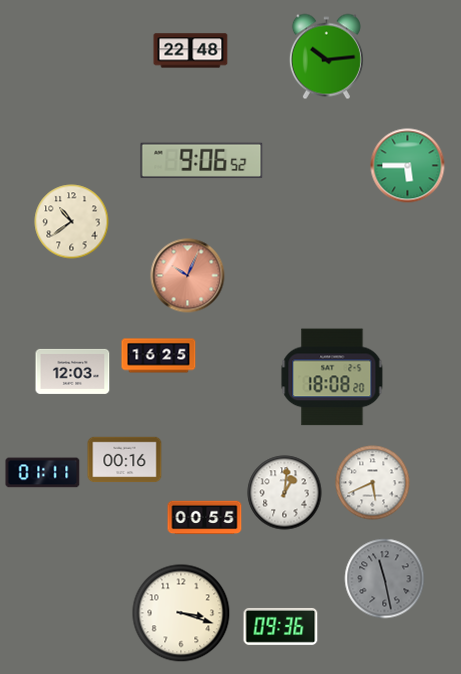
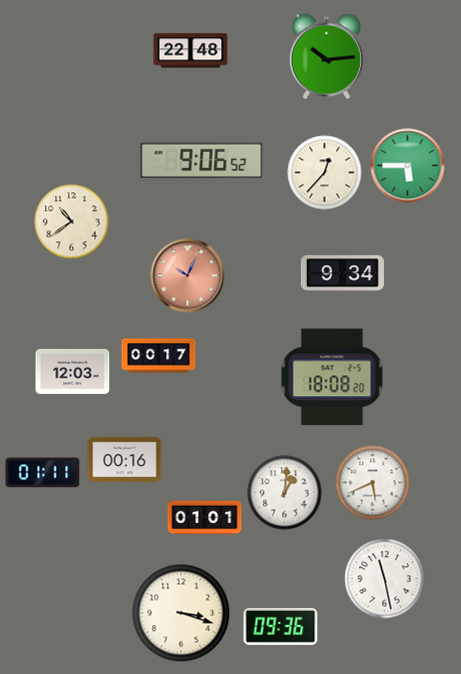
clock at (325, 173): none -> 12:37
clock at (342, 274): none -> 9:34
clock at (159, 356): 16:25 -> 00:17
clock at (205, 518): 00:55 -> 01:01
clock at (385, 579) dial: grey -> white
